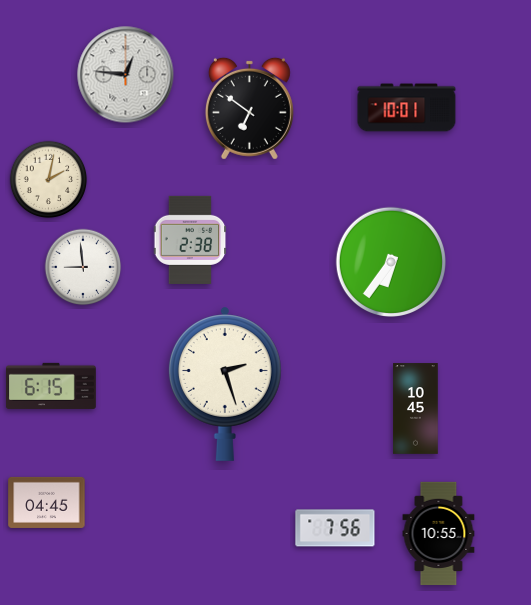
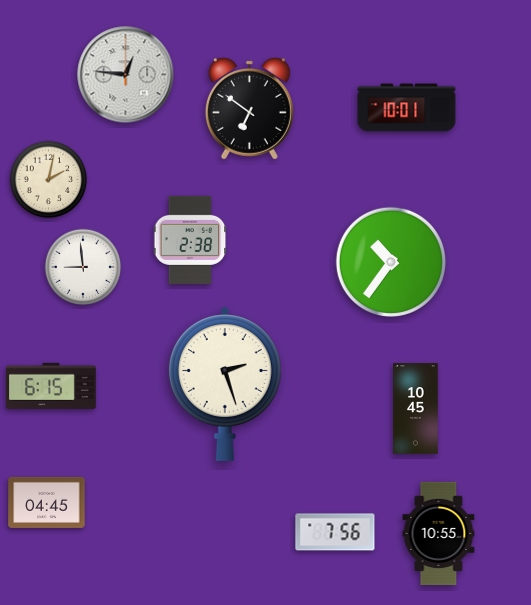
clock at (390, 261): 6:36 -> 10:36
clock at (335, 528) position: (335, 528) -> (335, 532)
